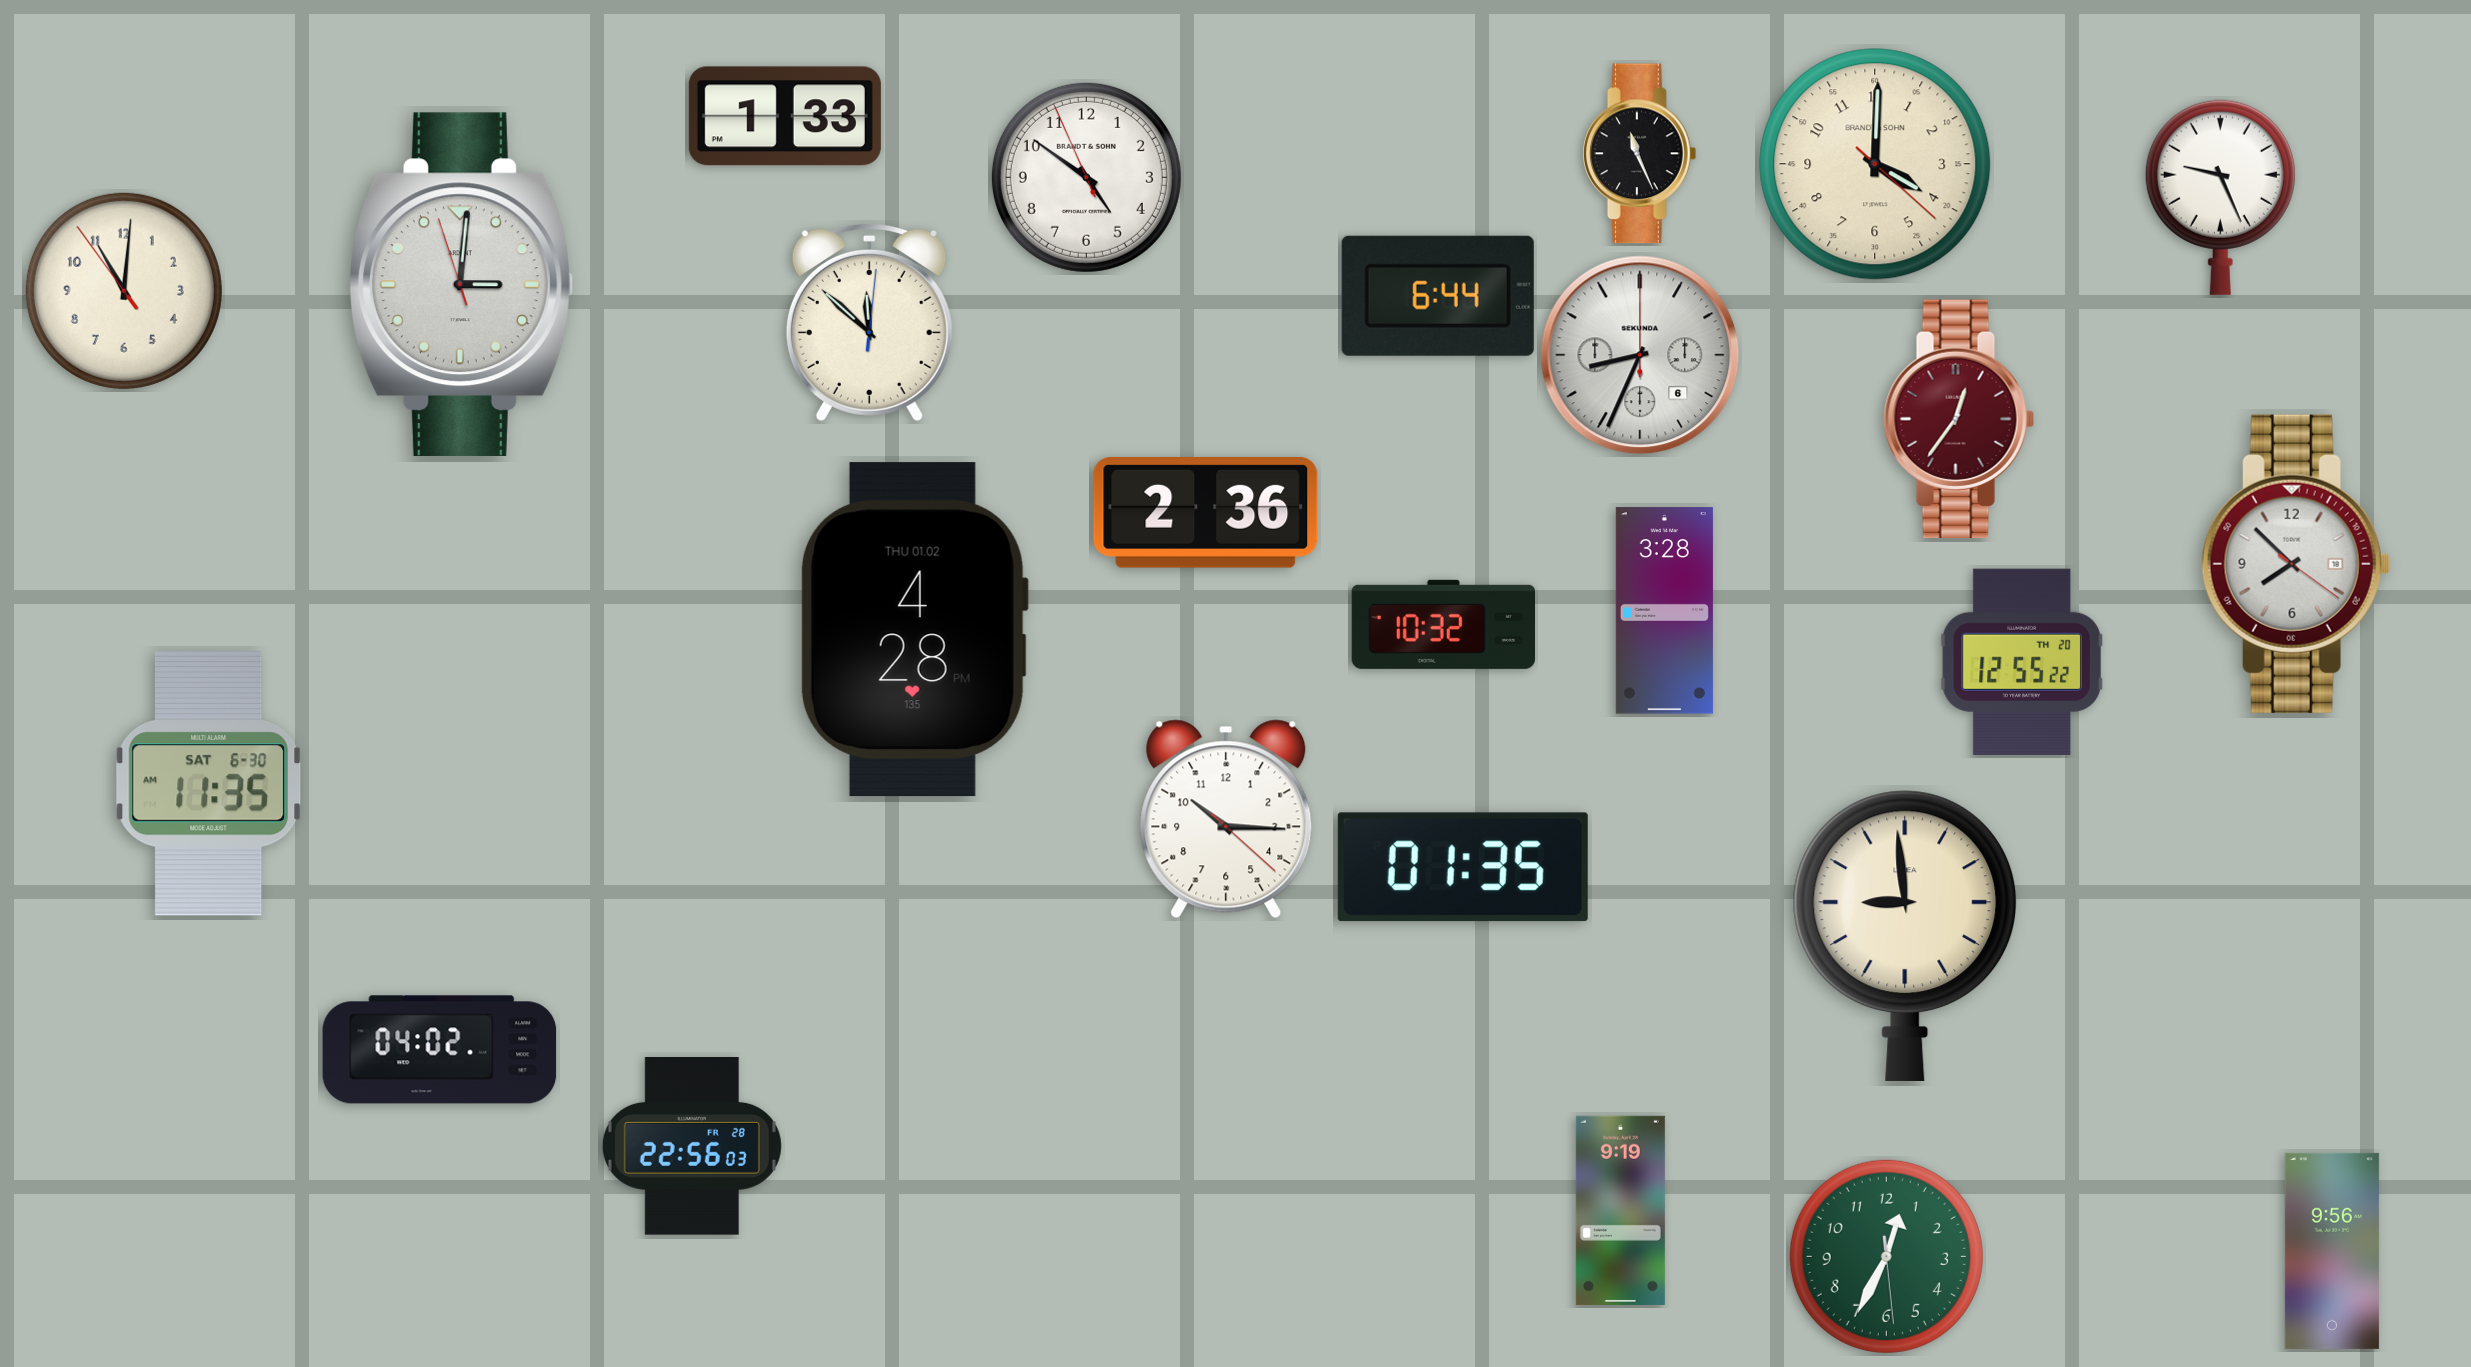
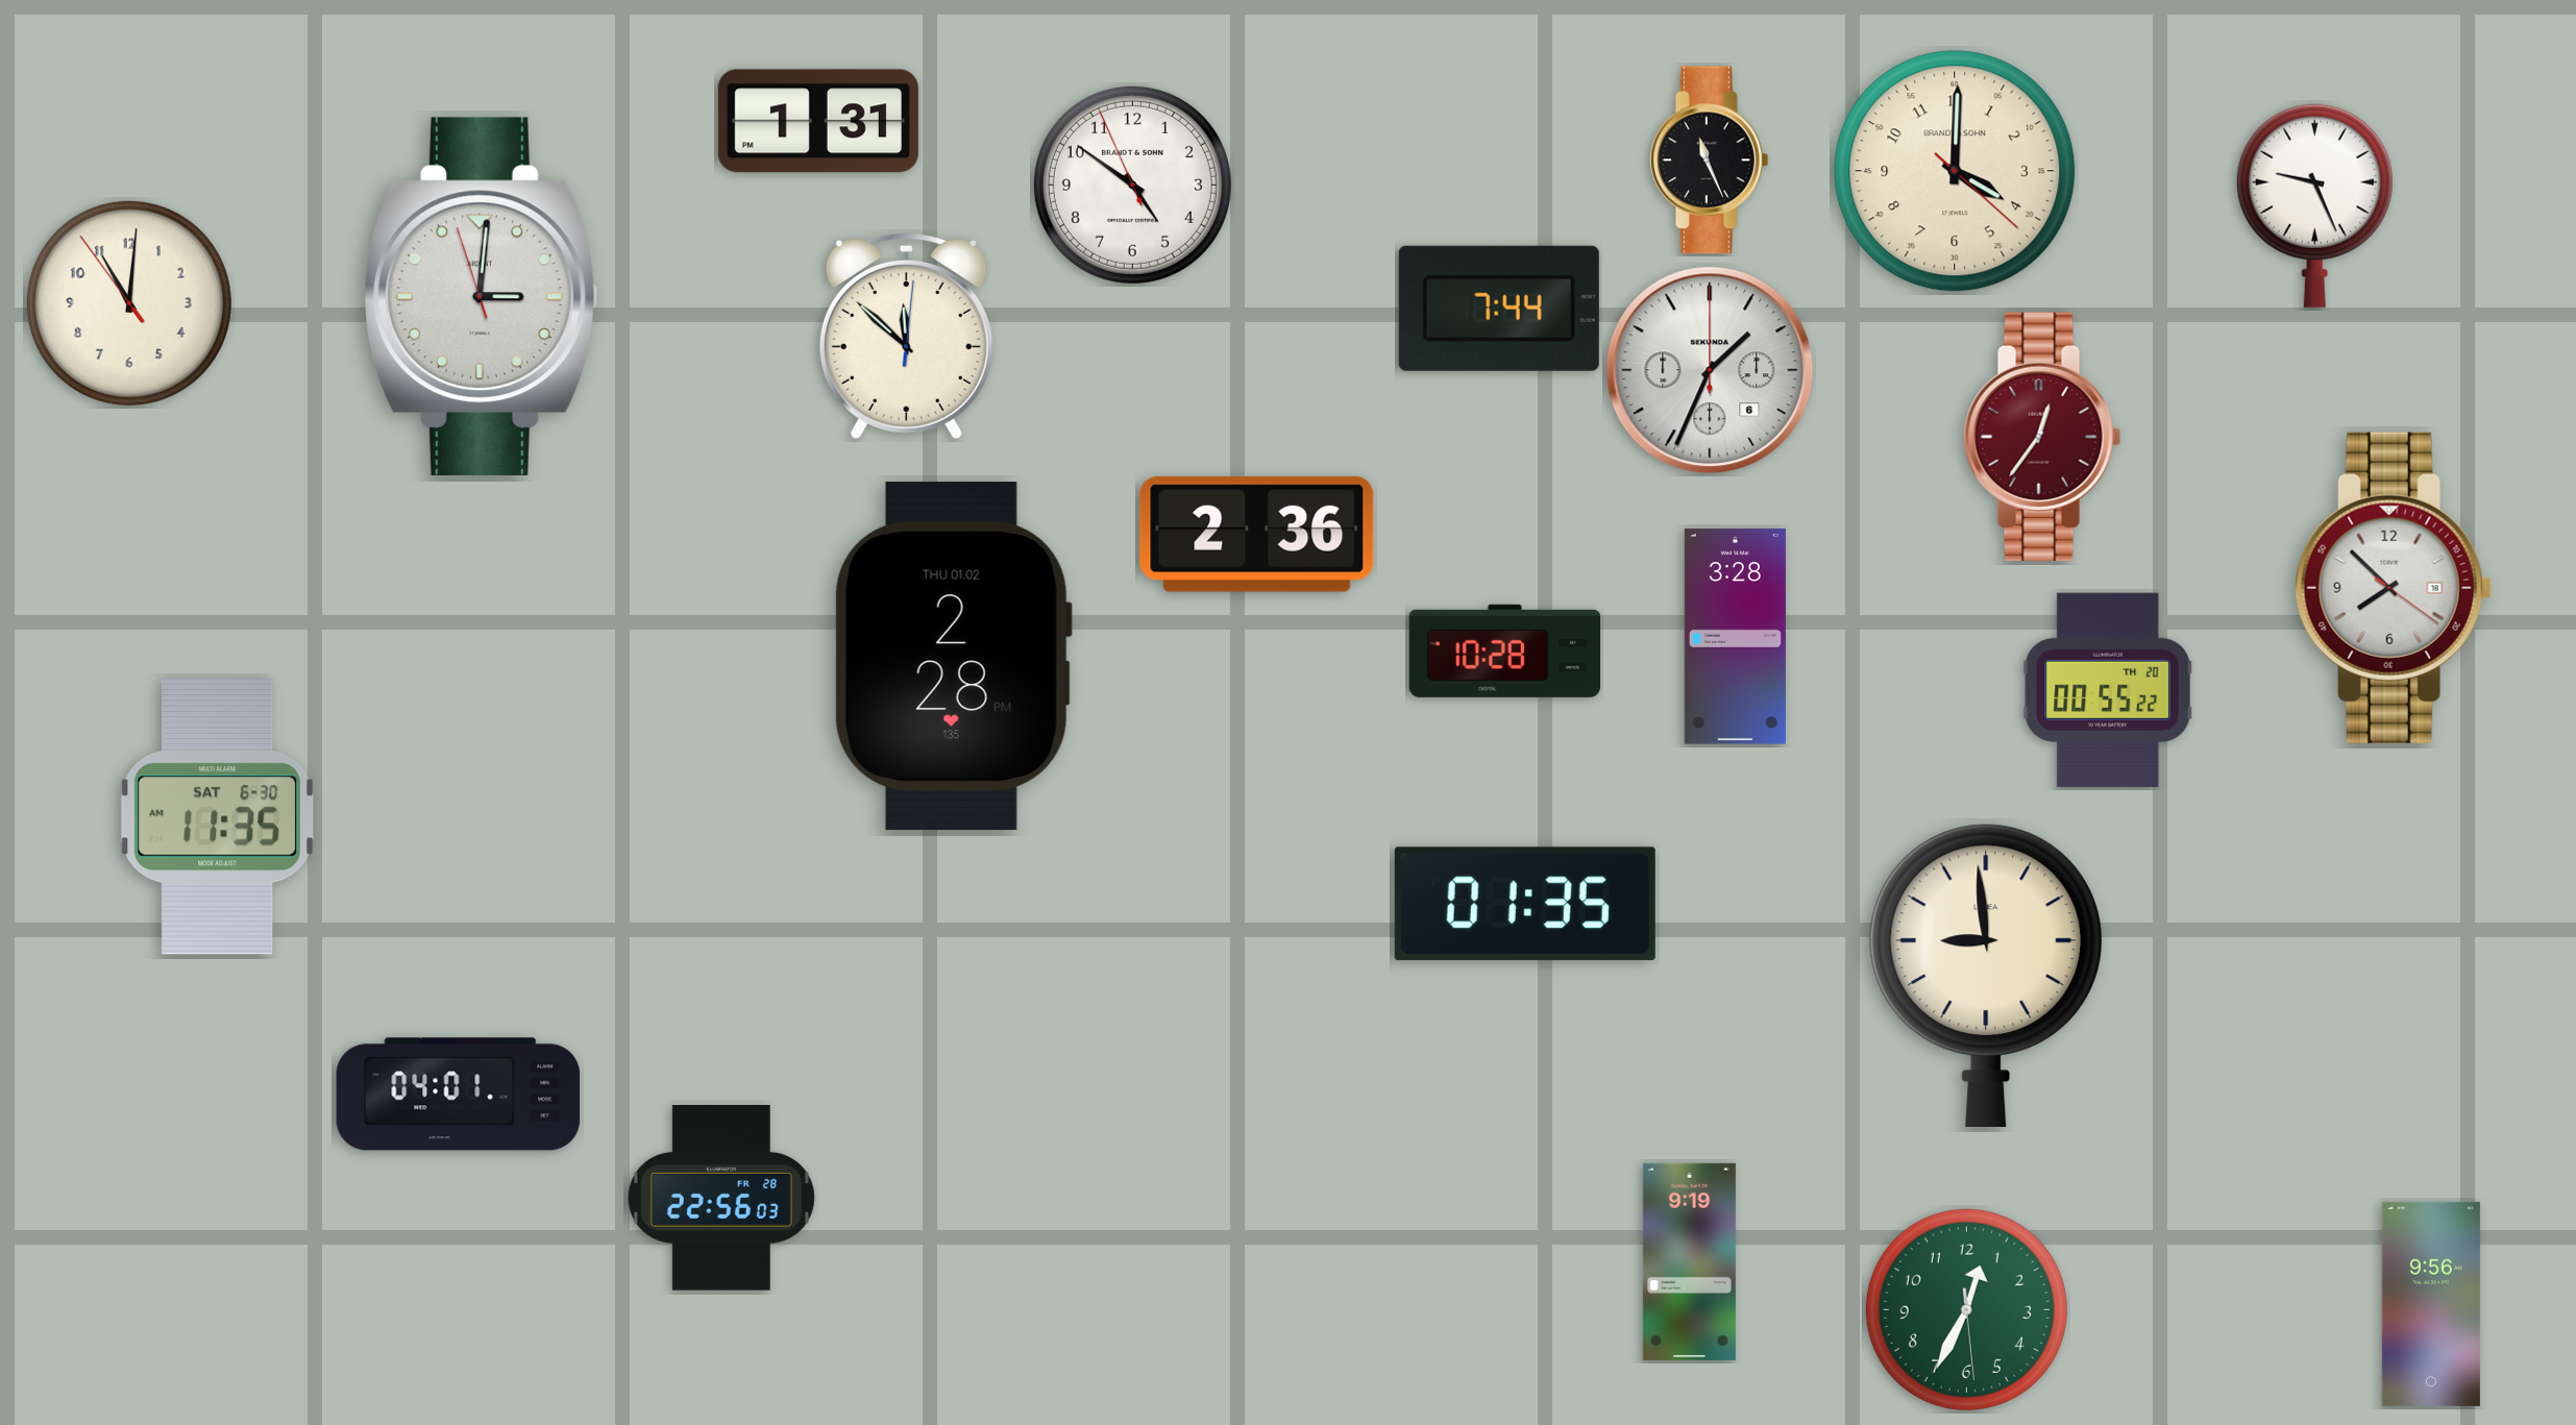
clock at (785, 116): 1:33 -> 1:31
clock at (1438, 296): 6:44 -> 7:44
clock at (1640, 355): 8:34 -> 1:34
clock at (1444, 624): 10:32 -> 10:28
clock at (914, 630): 4:28 -> 2:28
clock at (2022, 662): 12:55 -> 00:55
clock at (1226, 819): 10:15 -> none
clock at (440, 1050): 04:02 -> 04:01
clock at (692, 1147) position: (692, 1147) -> (721, 1199)
